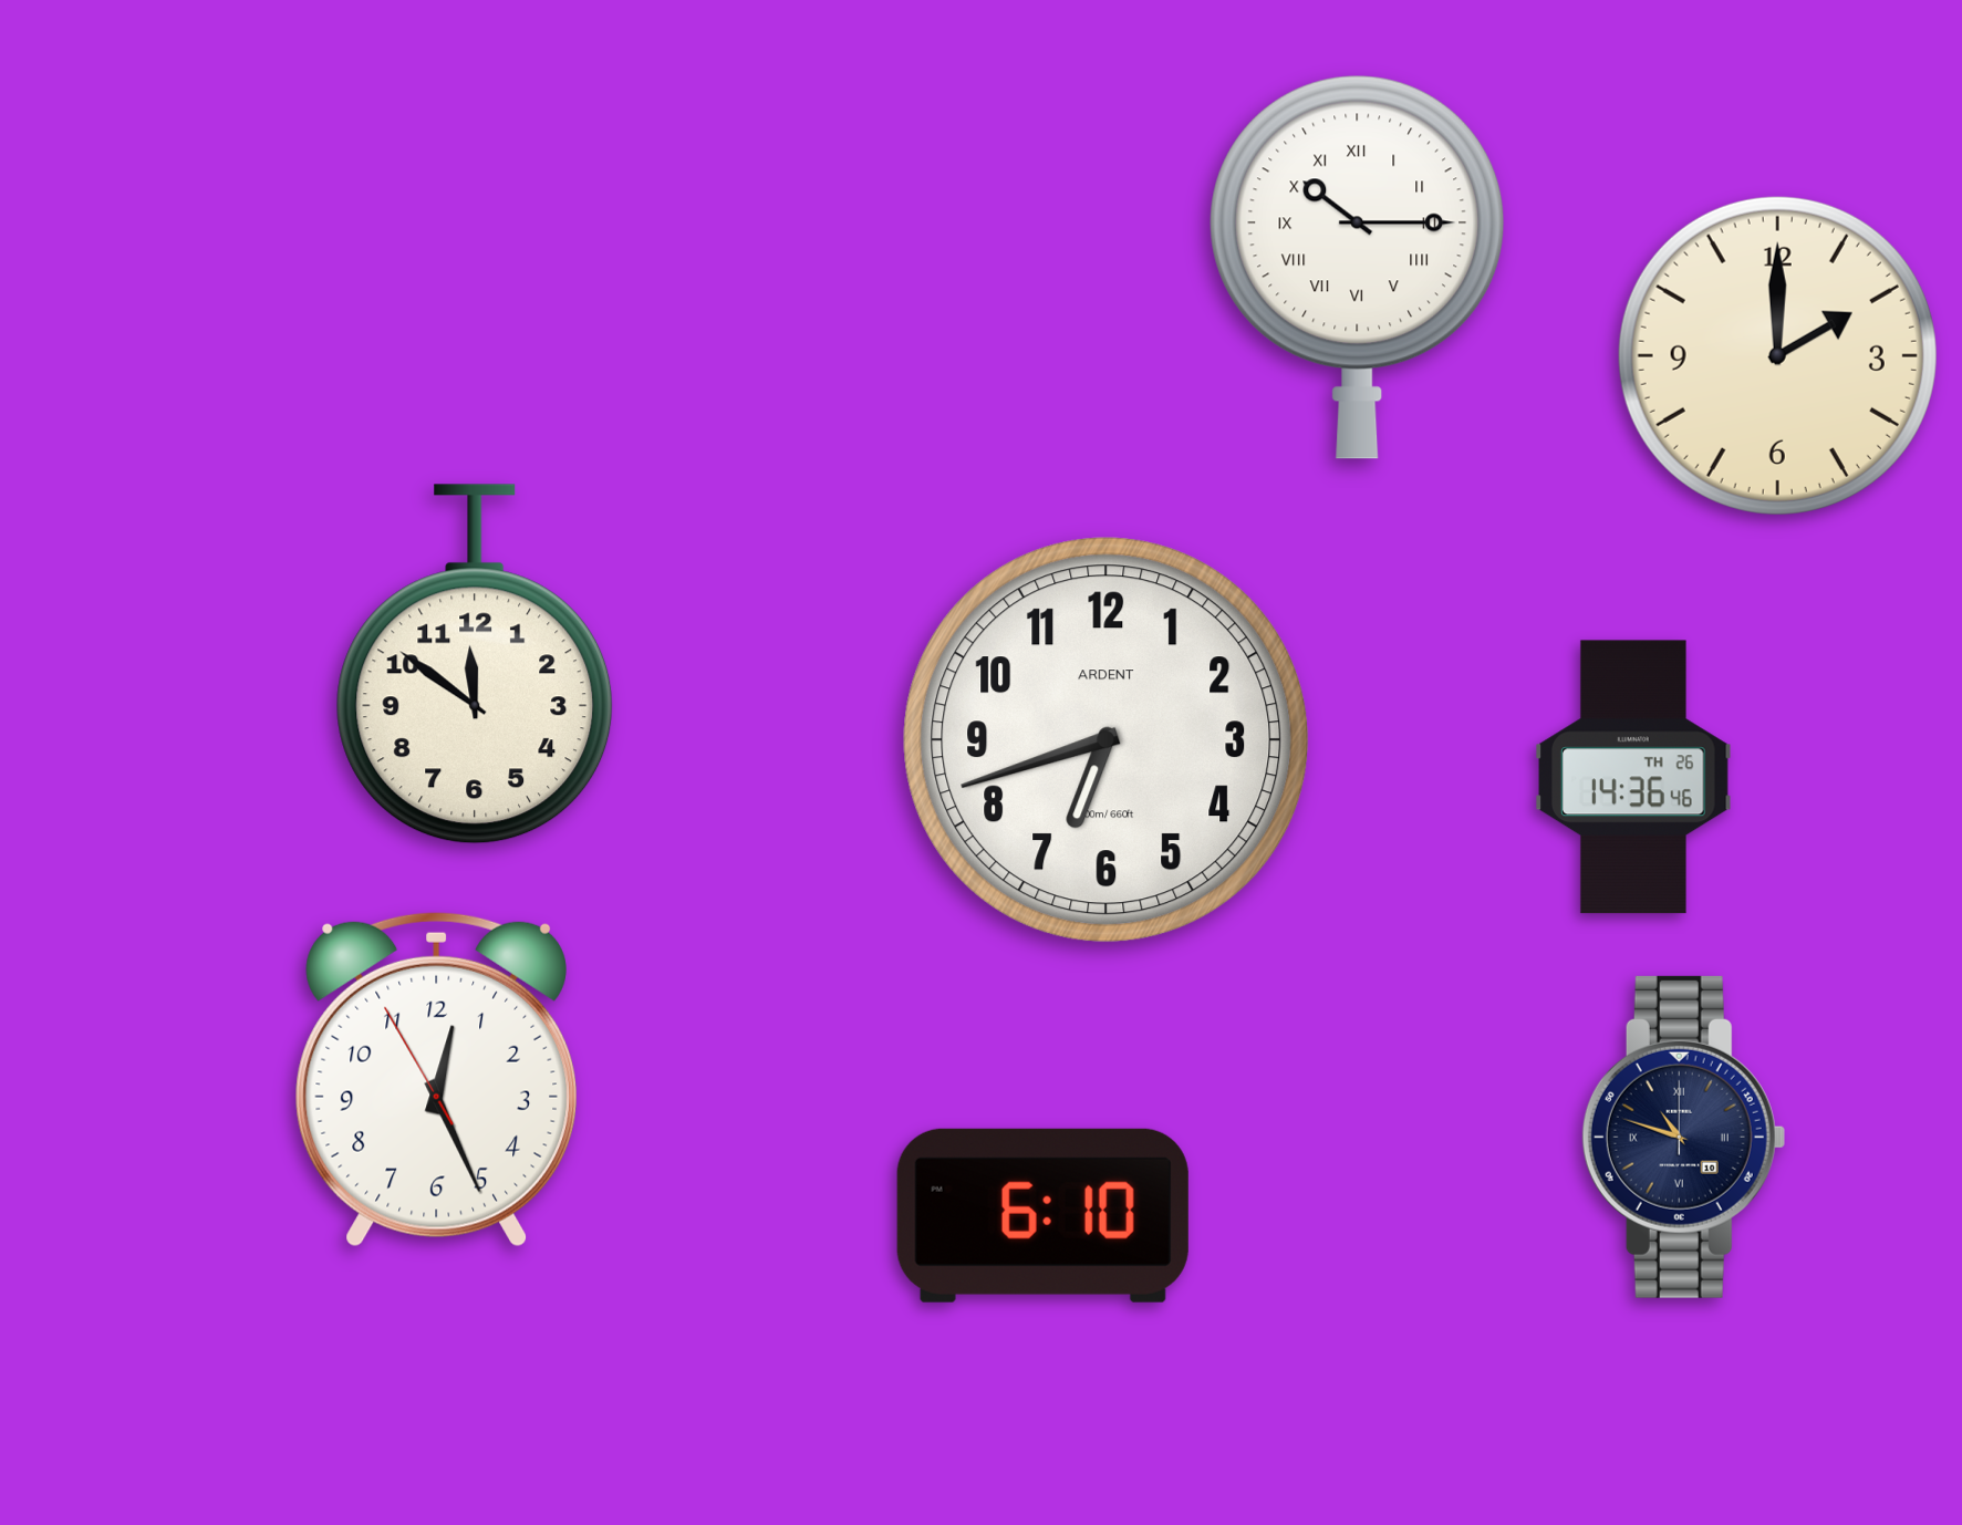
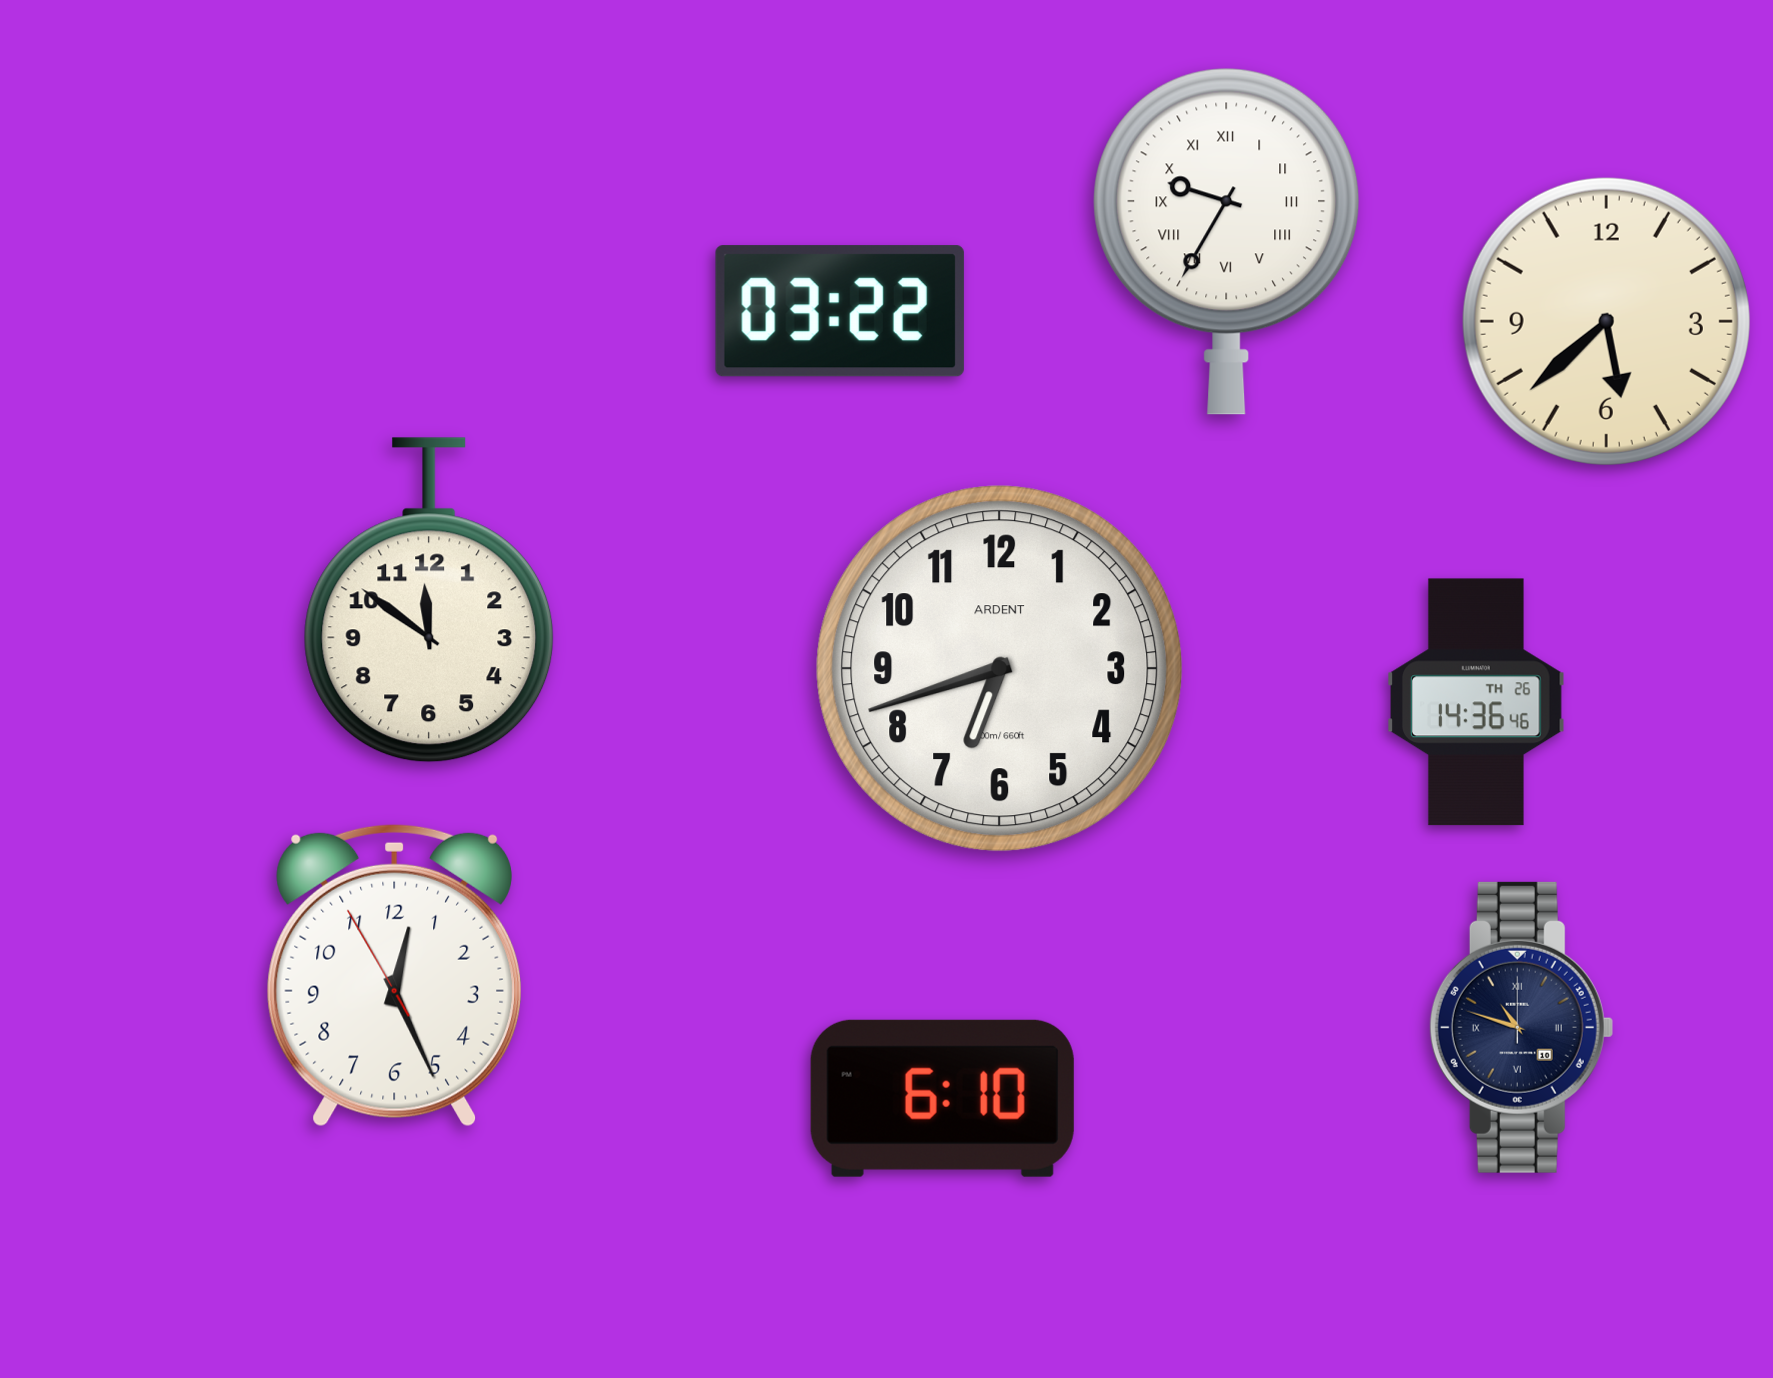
clock at (1358, 267): 10:15 -> 9:35
clock at (840, 311): none -> 03:22
clock at (1777, 355): 2:00 -> 5:38
